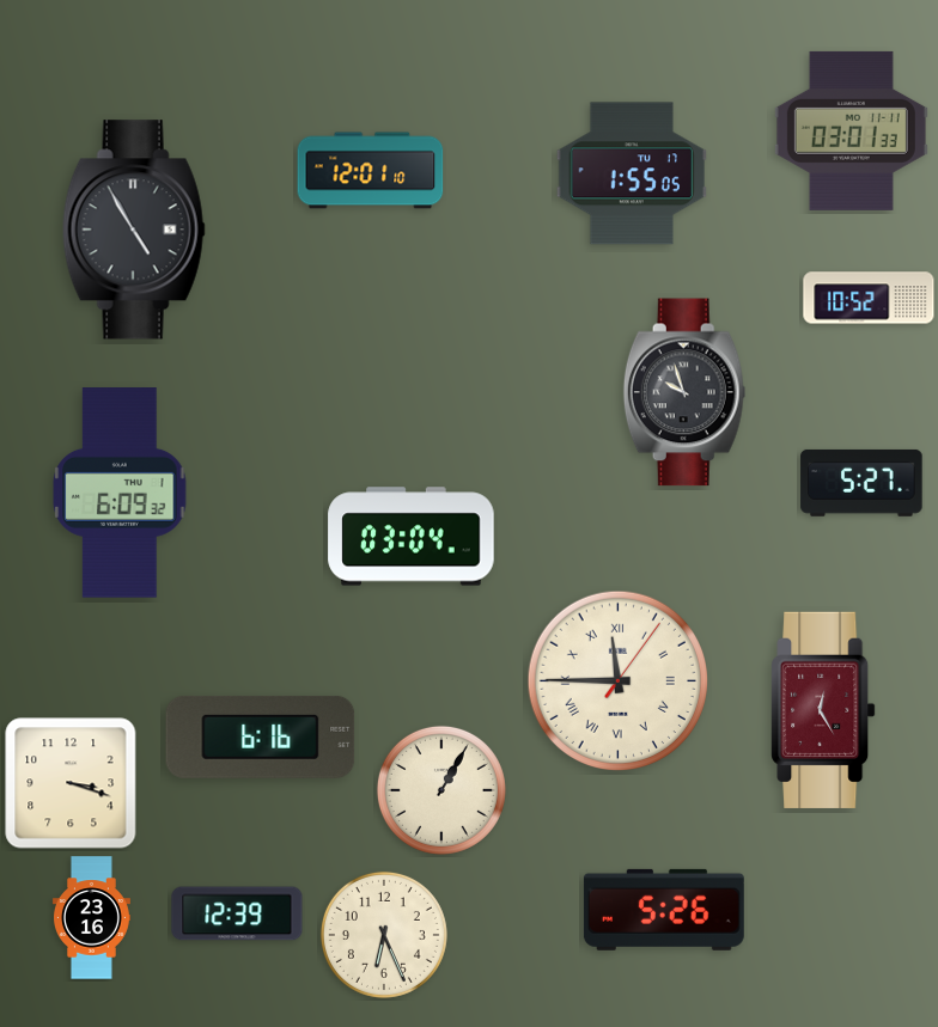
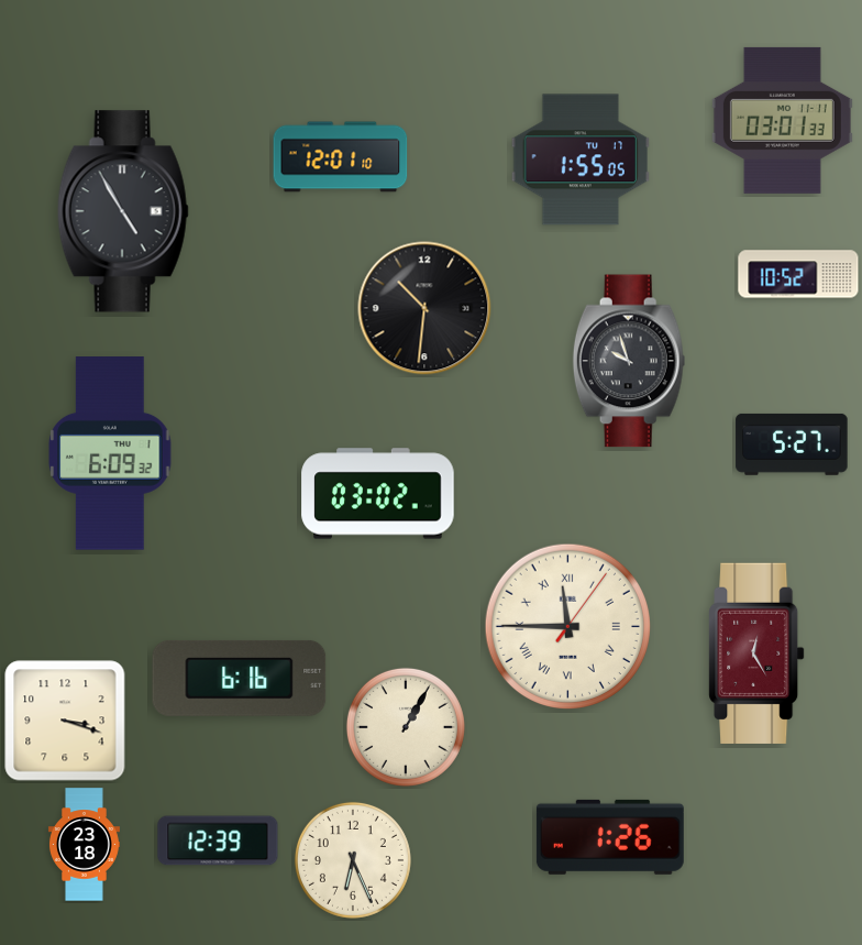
clock at (424, 308): none -> 10:31
clock at (412, 537): 03:04 -> 03:02
clock at (664, 910): 5:26 -> 1:26
clock at (91, 918): 23:16 -> 23:18
